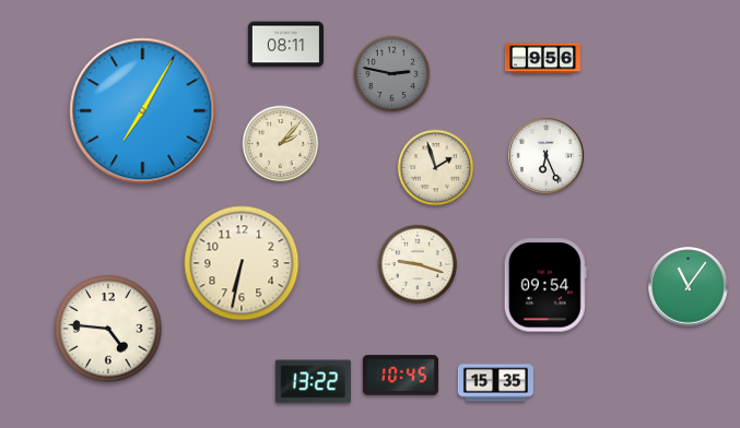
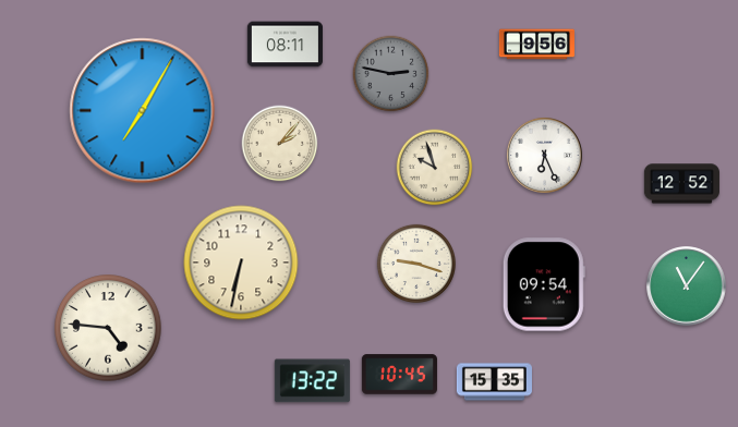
clock at (542, 59) position: (542, 59) -> (536, 45)
clock at (436, 168): 1:57 -> 9:57
clock at (681, 184): none -> 12:52
